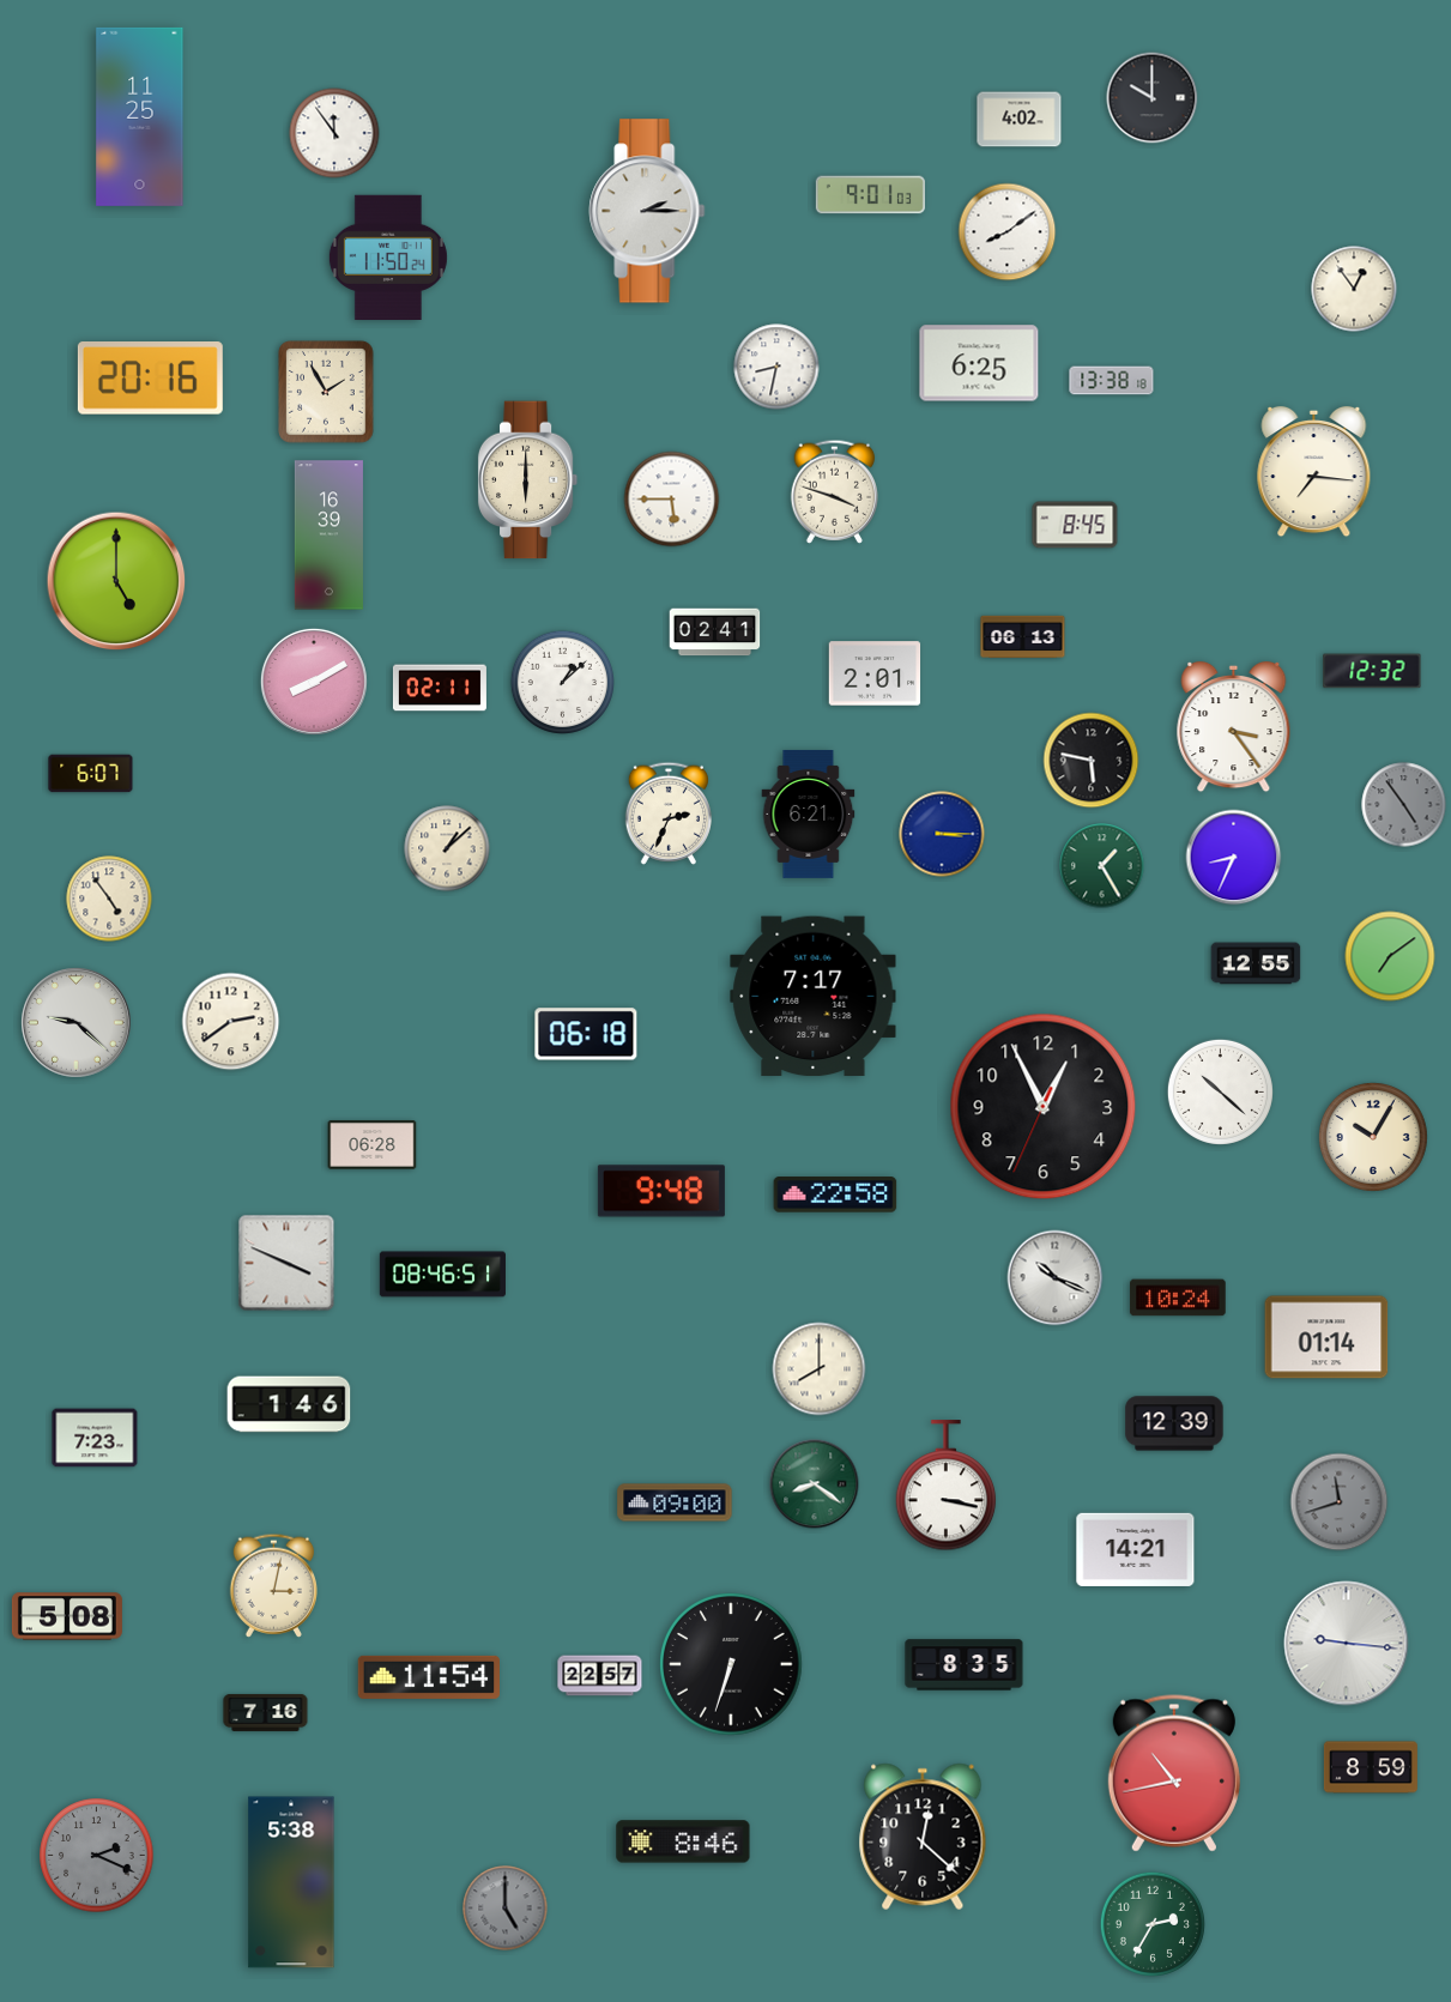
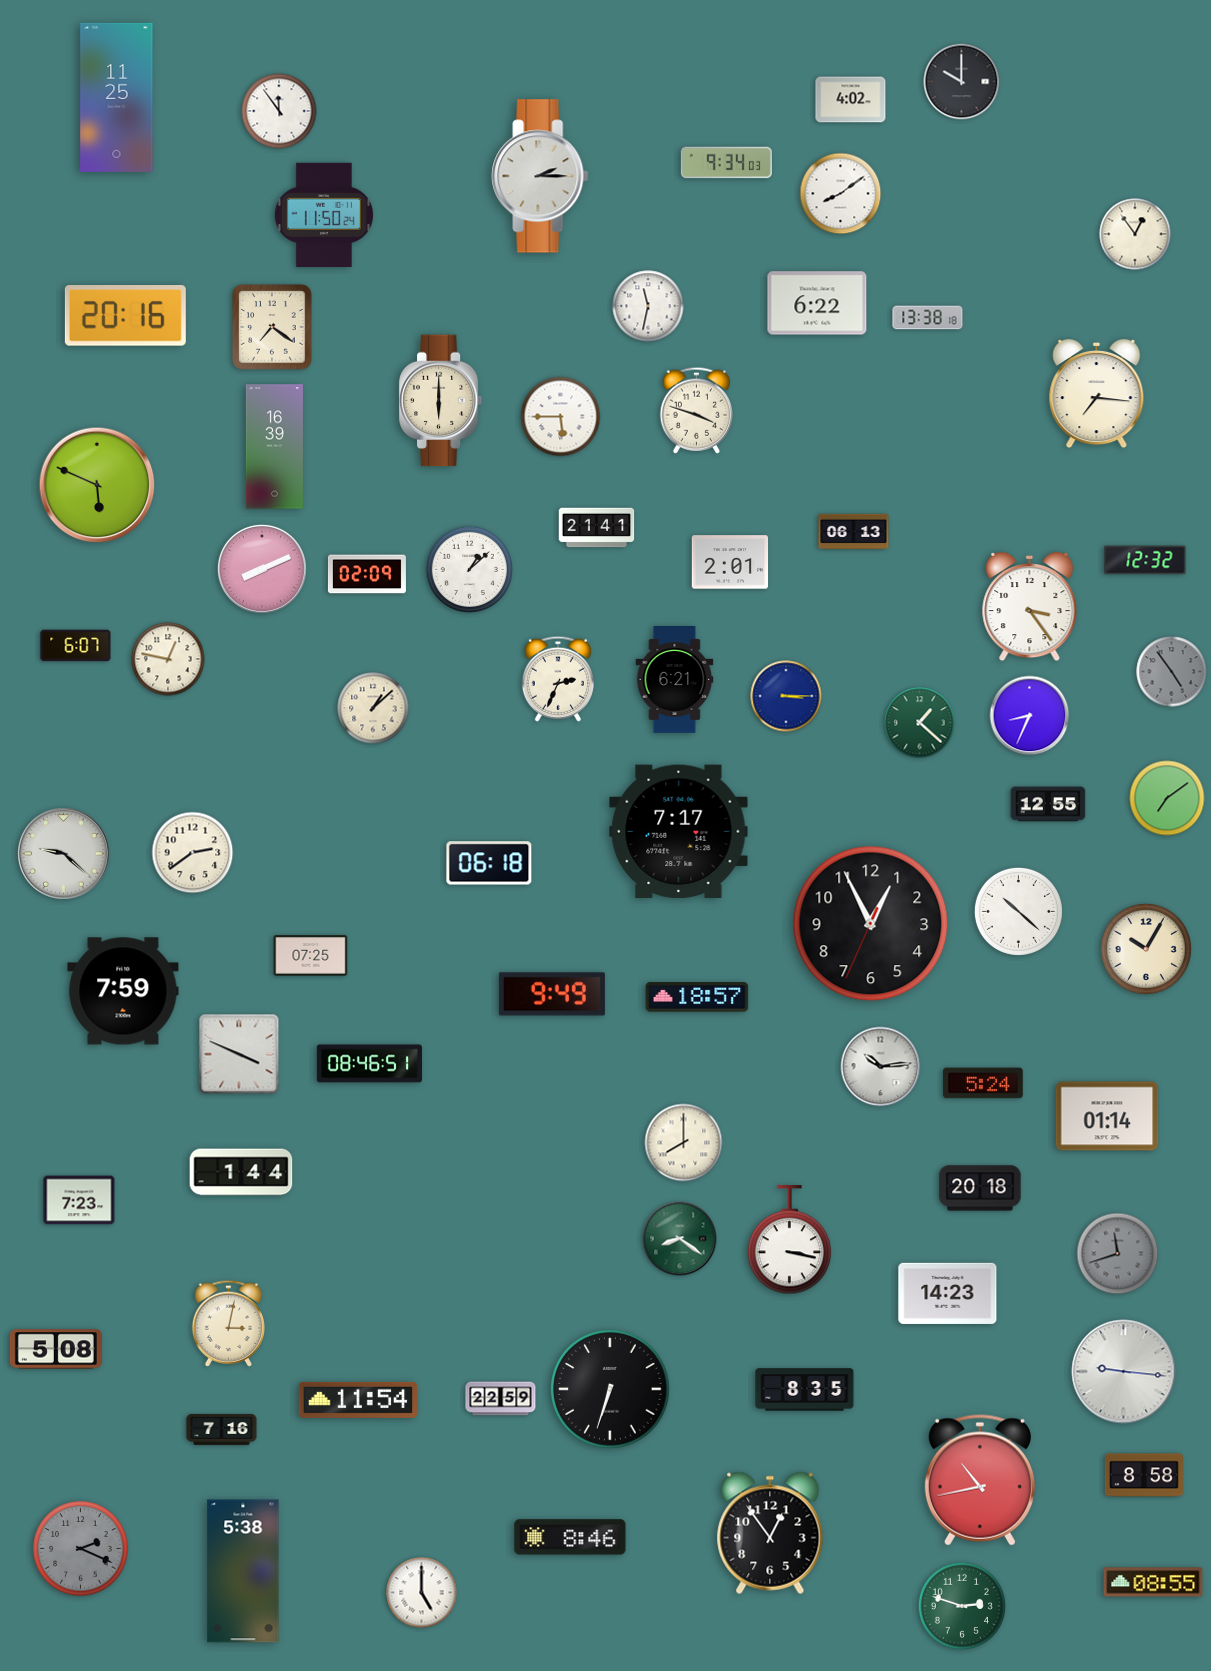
clock at (870, 195): 9:01 -> 9:34
clock at (1354, 289) position: (1354, 289) -> (1135, 234)
clock at (979, 363): 6:25 -> 6:22
clock at (776, 367): 8:32 -> 11:32
clock at (326, 392): 1:55 -> 7:21
clock at (1075, 525): 8:45 -> none
clock at (116, 581): 5:00 -> 5:49
clock at (715, 633): 02:41 -> 21:41
clock at (314, 682): 8:10 -> 8:11
clock at (440, 688): 02:11 -> 02:09
clock at (1092, 761): 5:47 -> none
clock at (168, 659): none -> 12:47
clock at (1102, 866): 1:25 -> 1:22
clock at (109, 899): 4:54 -> none
clock at (1390, 956) position: (1390, 956) -> (1167, 798)
clock at (373, 1145): 06:28 -> 07:25
clock at (123, 991): none -> 7:59
clock at (661, 1191): 9:48 -> 9:49
clock at (835, 1194): 22:58 -> 18:57
clock at (1056, 1278): 10:19 -> 10:14
clock at (1178, 1298): 10:24 -> 5:24
clock at (289, 1404): 1:46 -> 1:44
clock at (1174, 1423): 12:39 -> 20:18
clock at (675, 1502): 09:00 -> none
clock at (1136, 1549): 14:21 -> 14:23
clock at (600, 1676): 22:57 -> 22:59
clock at (1371, 1767): 8:59 -> 8:58
clock at (923, 1837): 12:22 -> 12:54
clock at (1153, 1582): none -> 08:55
clock at (506, 1909) dial: grey -> white
clock at (1153, 1924): 2:35 -> 2:48
